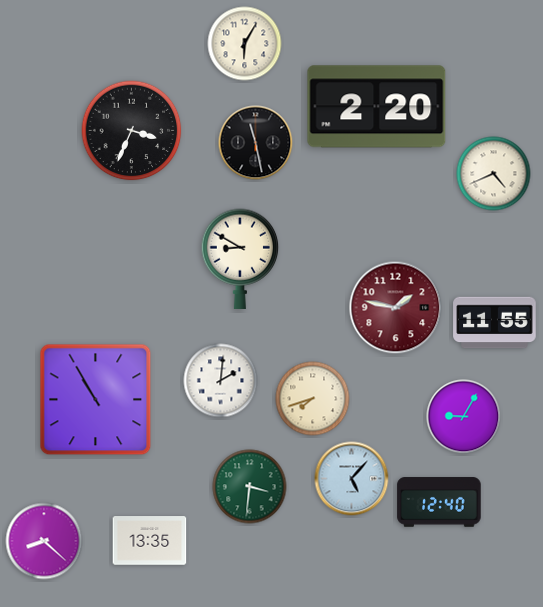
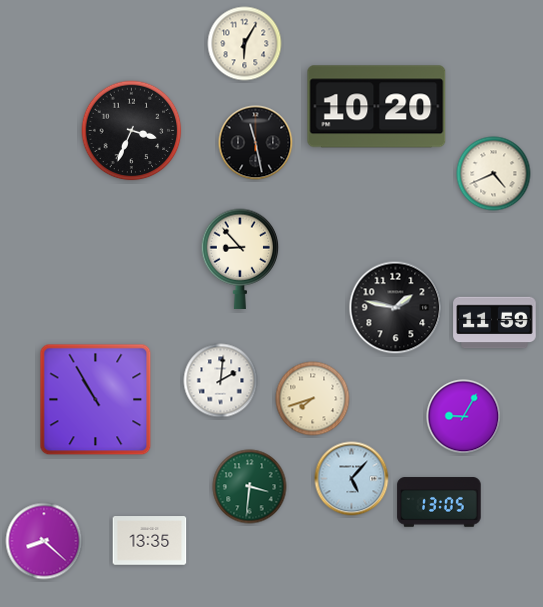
clock at (377, 107): 2:20 -> 10:20
clock at (240, 259): 8:50 -> 8:53
clock at (396, 308) dial: burgundy -> black
clock at (495, 323): 11:55 -> 11:59
clock at (439, 502): 12:40 -> 13:05
